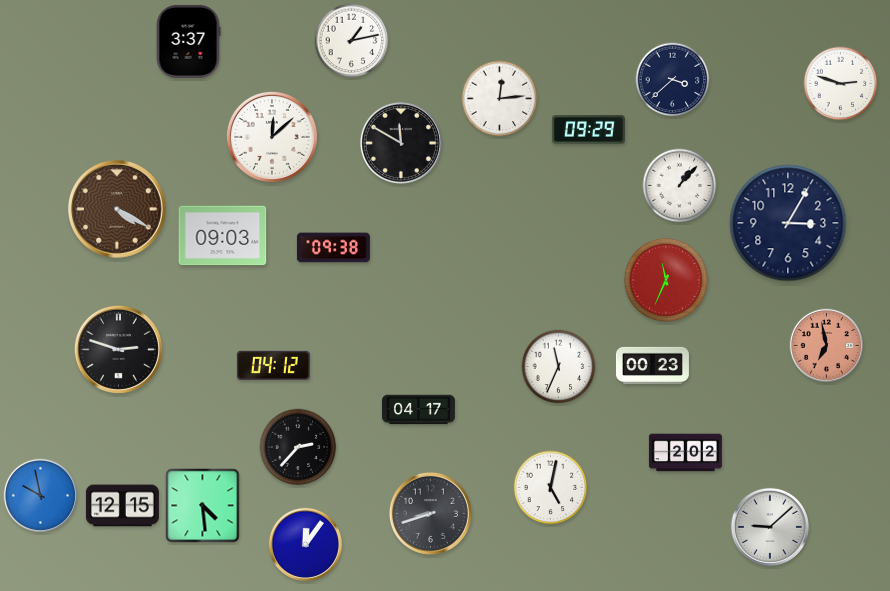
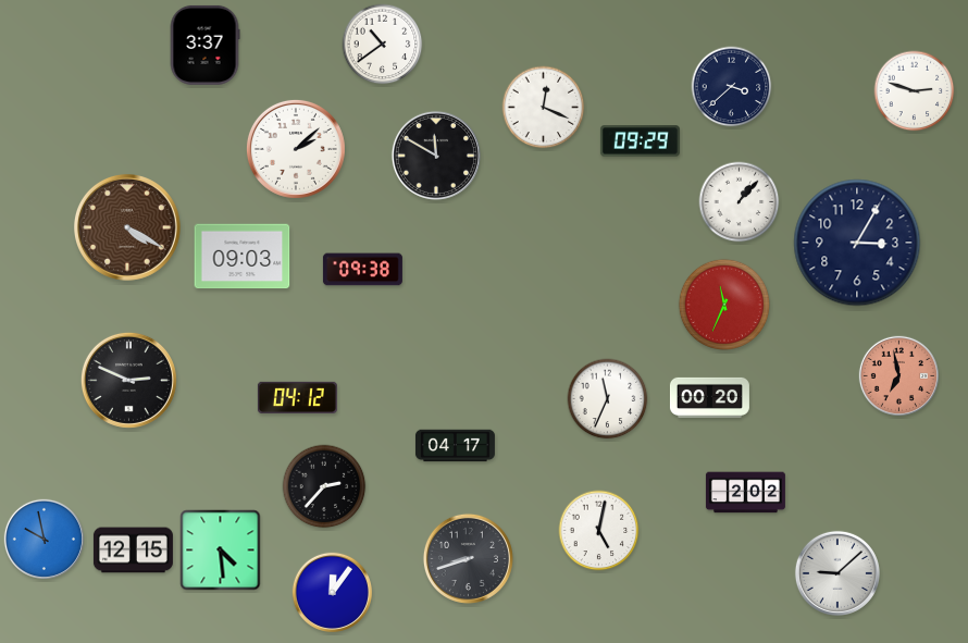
clock at (352, 41): 1:13 -> 10:39
clock at (500, 99): 12:14 -> 12:19
clock at (272, 137): 12:08 -> 2:08
clock at (118, 349): 2:48 -> 2:49
clock at (652, 365): 00:23 -> 00:20
